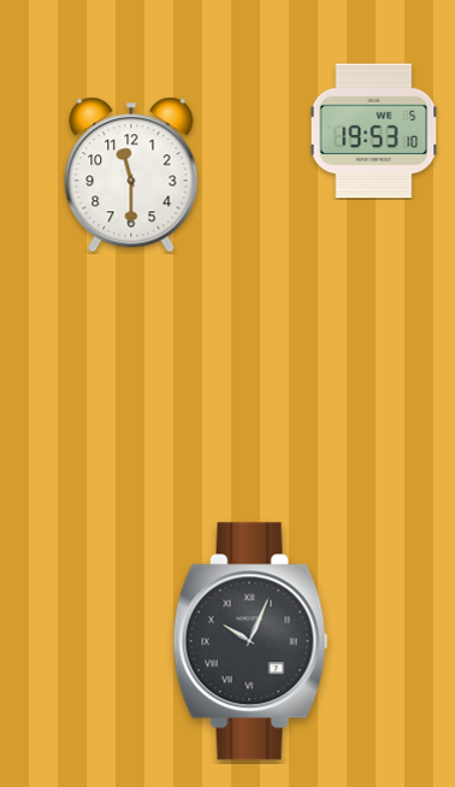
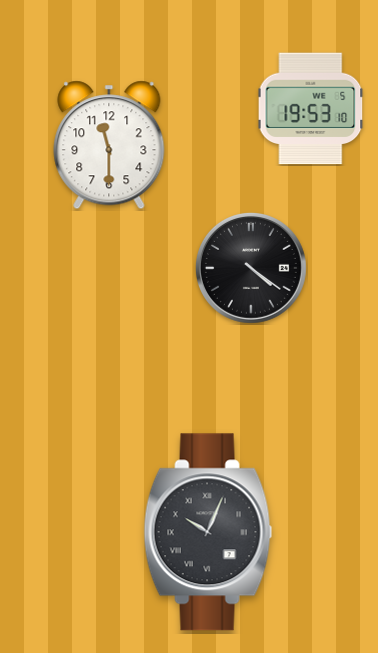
clock at (251, 268): none -> 4:21
